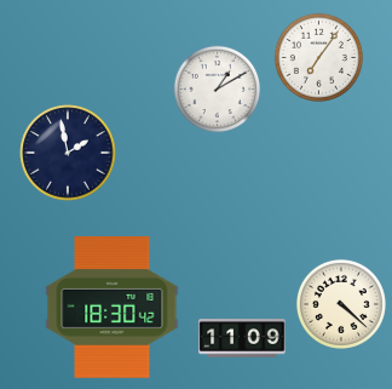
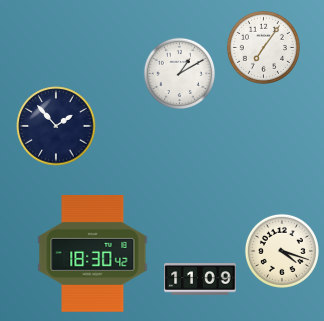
clock at (68, 153): 1:58 -> 1:53
clock at (341, 304): 4:22 -> 4:18
